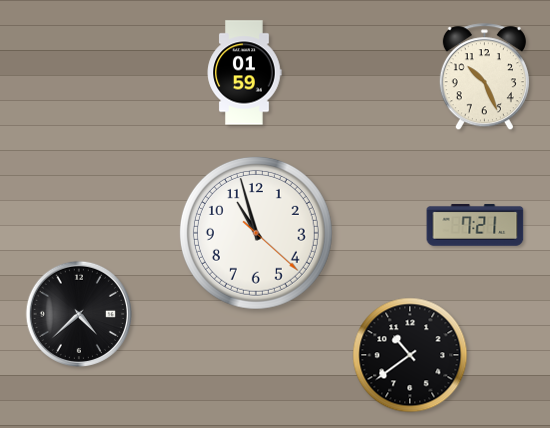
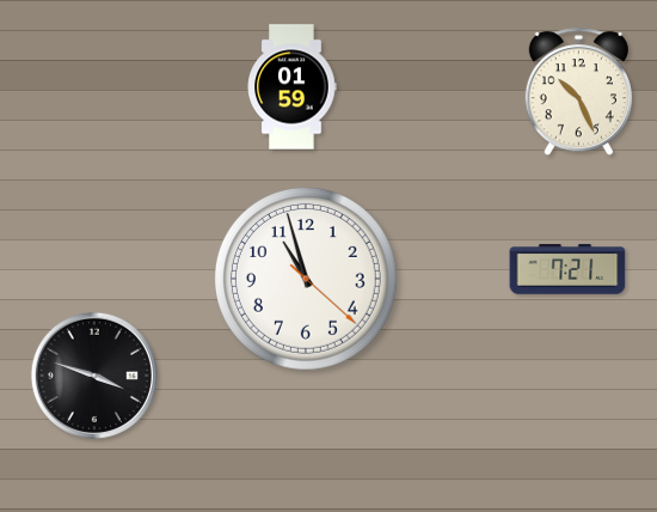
clock at (78, 313): 4:38 -> 3:48
clock at (410, 355): 10:39 -> none
